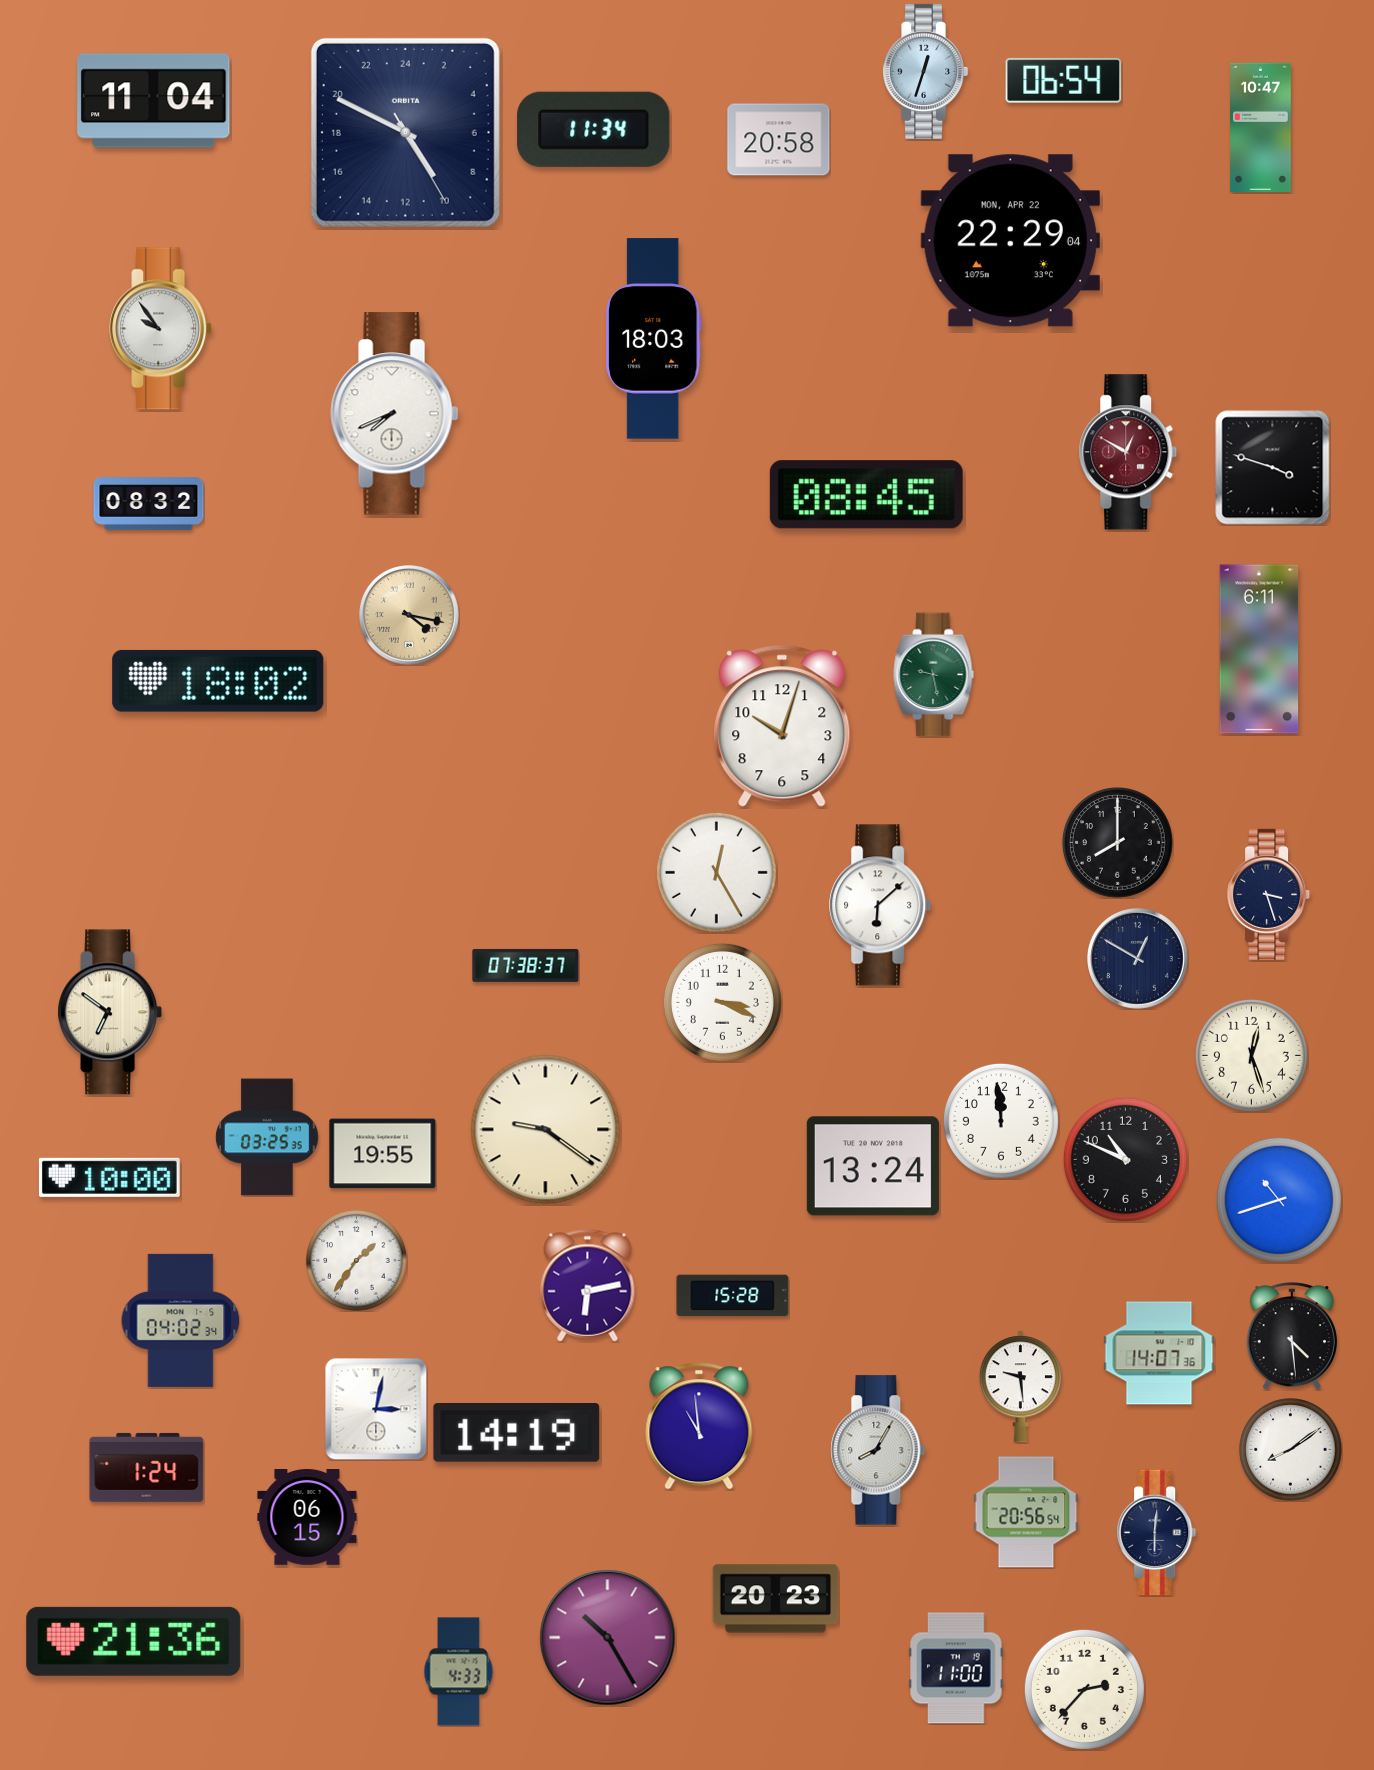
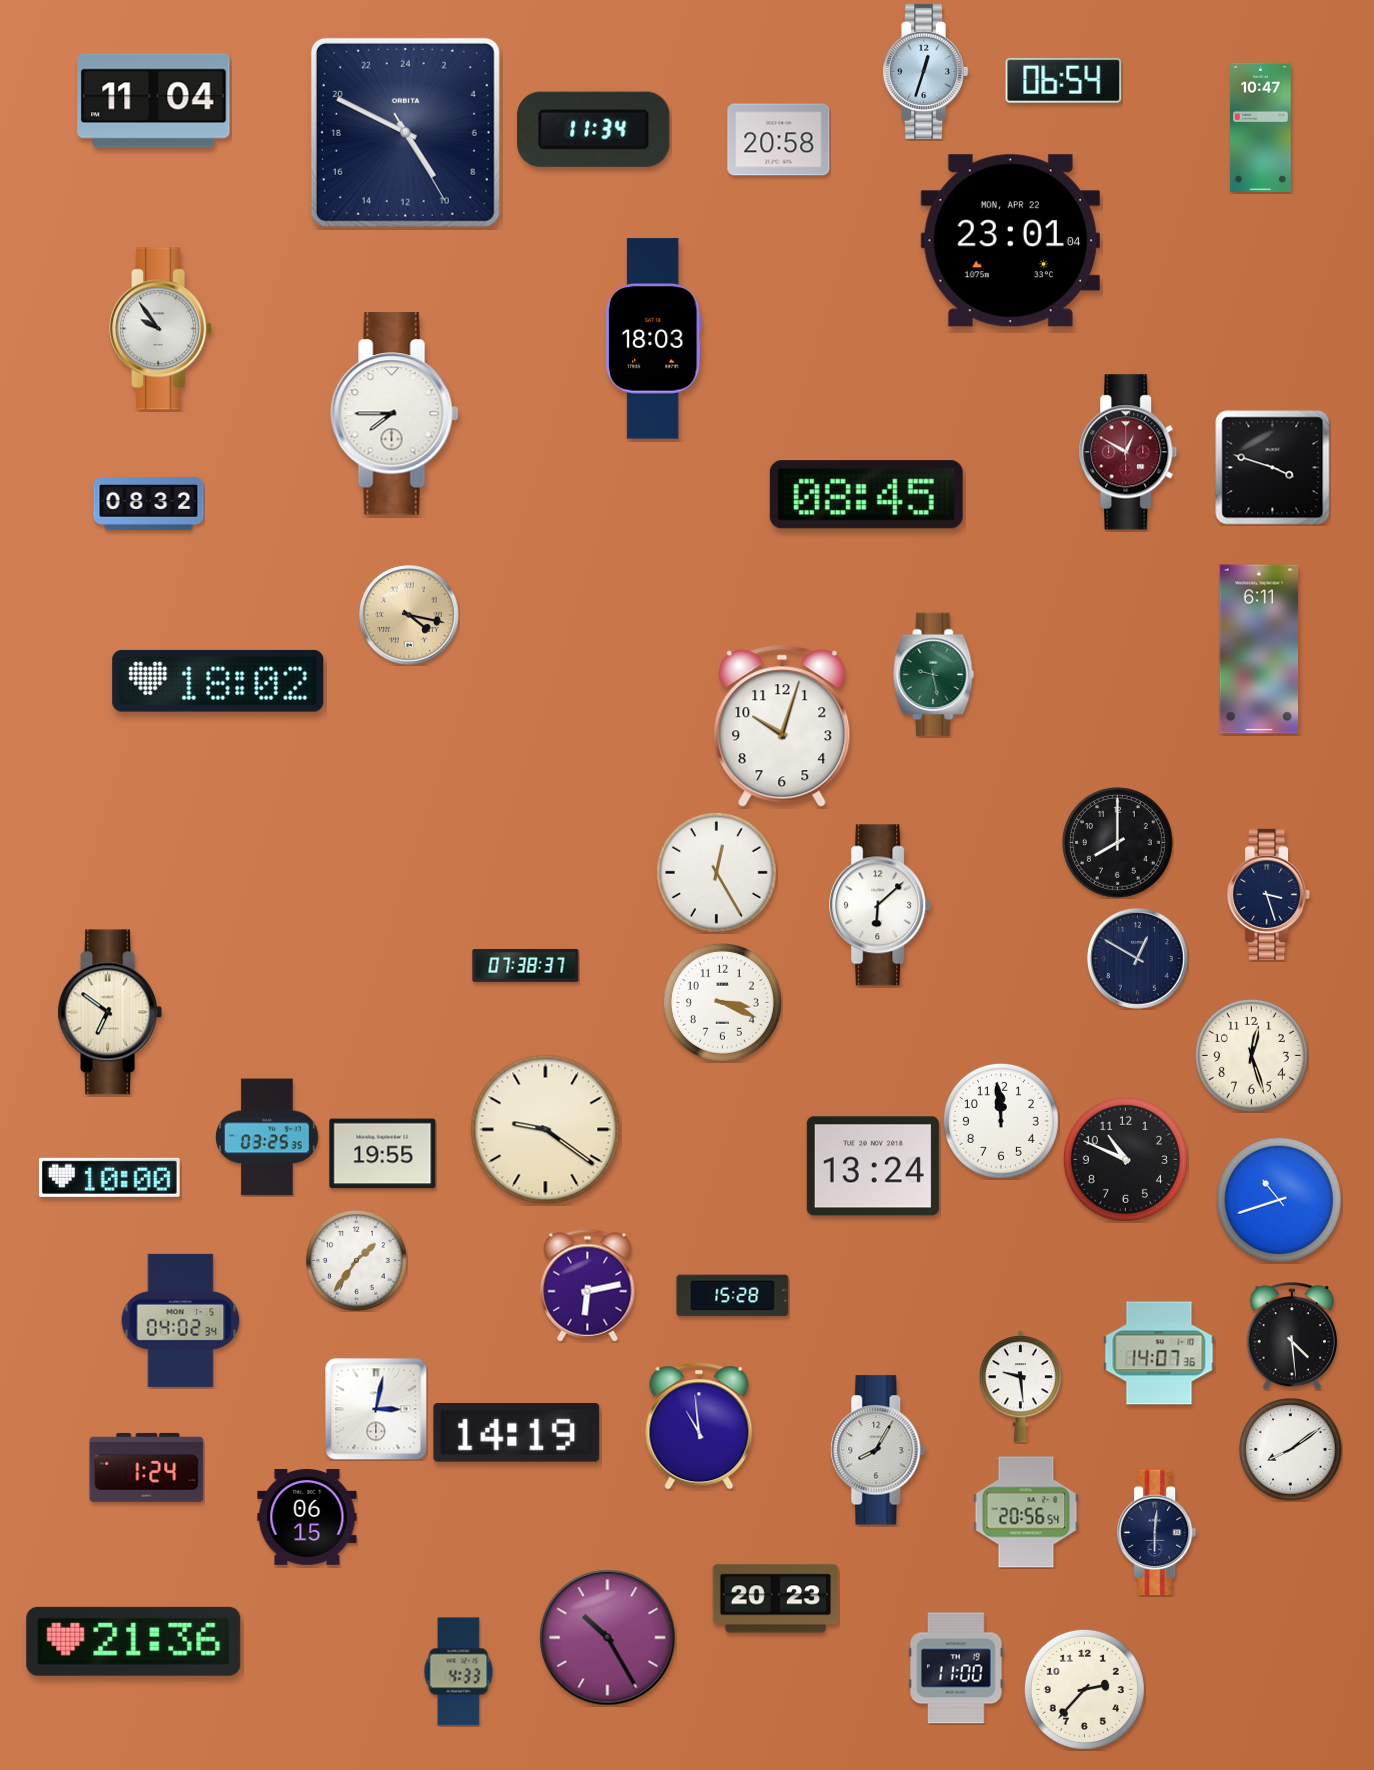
clock at (1010, 241): 22:29 -> 23:01
clock at (395, 414): 7:41 -> 7:45
